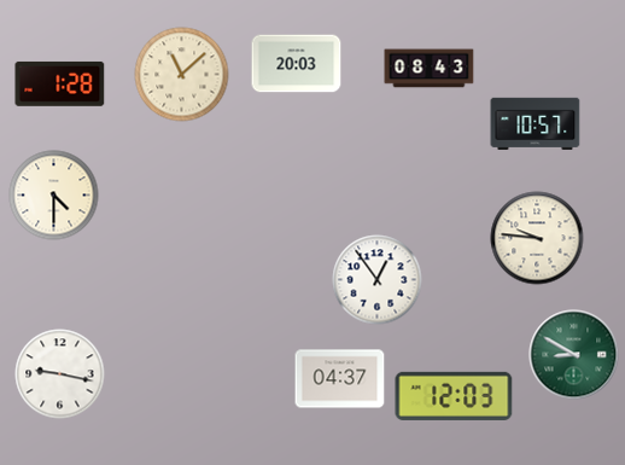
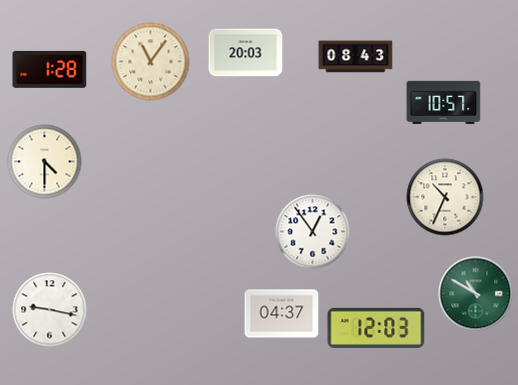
clock at (182, 75): 11:08 -> 11:06
clock at (537, 238): 9:46 -> 10:34
clock at (574, 355): 8:50 -> 10:50
